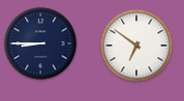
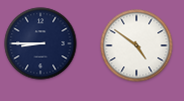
clock at (137, 46): 6:51 -> 4:51
